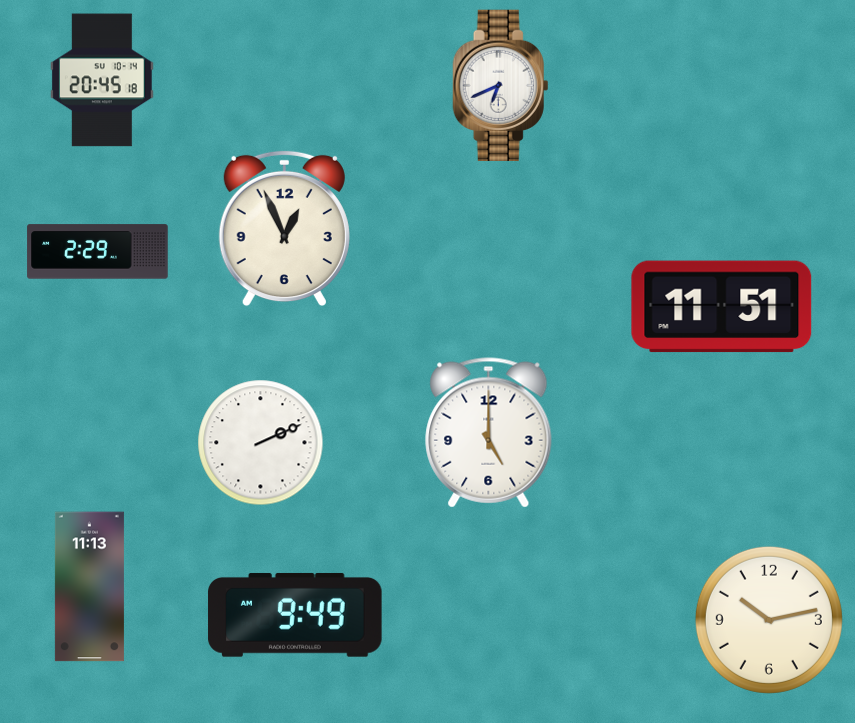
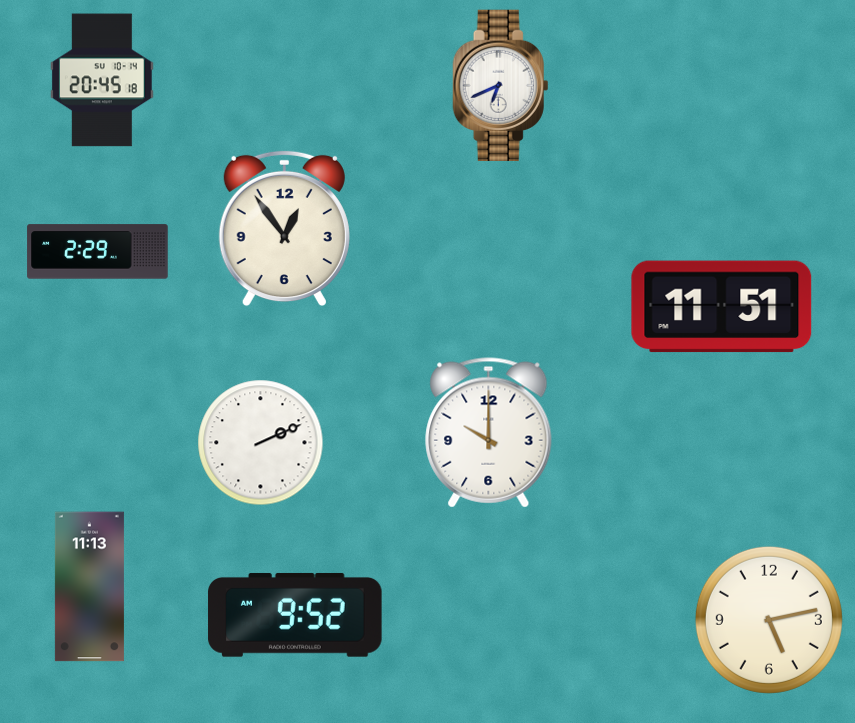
clock at (284, 229): 12:56 -> 12:54
clock at (489, 433): 5:00 -> 10:00
clock at (295, 615): 9:49 -> 9:52
clock at (769, 620): 10:13 -> 5:13
